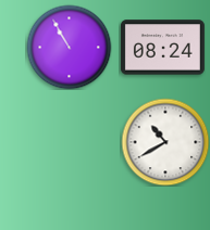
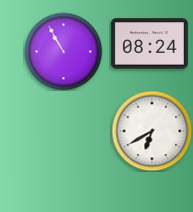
clock at (69, 47) position: (69, 47) -> (63, 51)
clock at (165, 142): 10:40 -> 6:40
